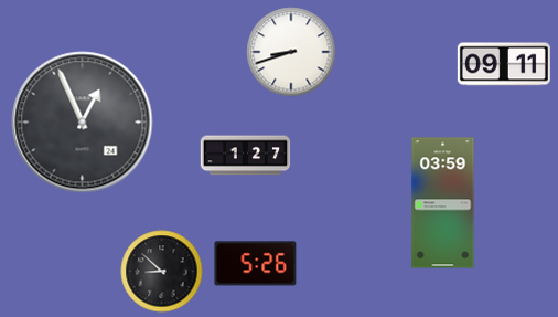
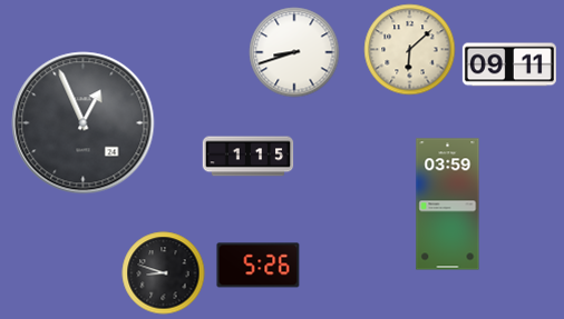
clock at (410, 50): none -> 6:08
clock at (246, 156): 1:27 -> 1:15
clock at (162, 272): 8:52 -> 8:48
